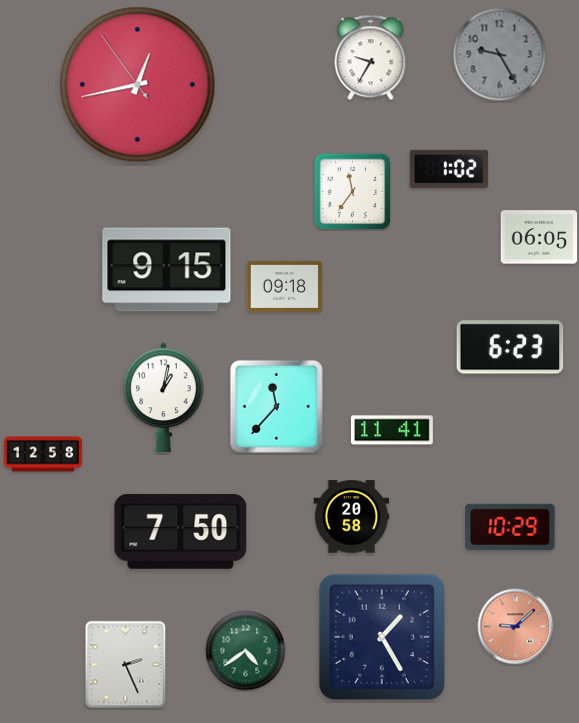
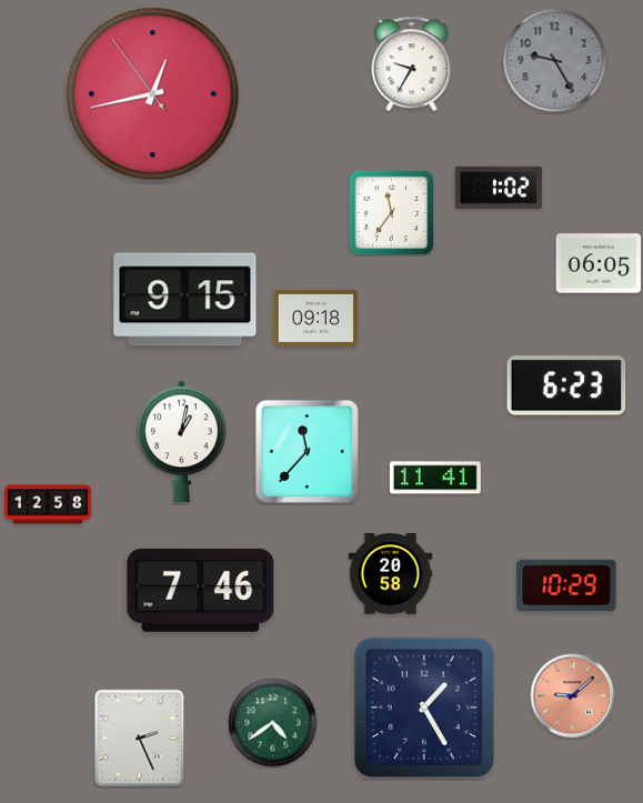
clock at (181, 532): 7:50 -> 7:46
